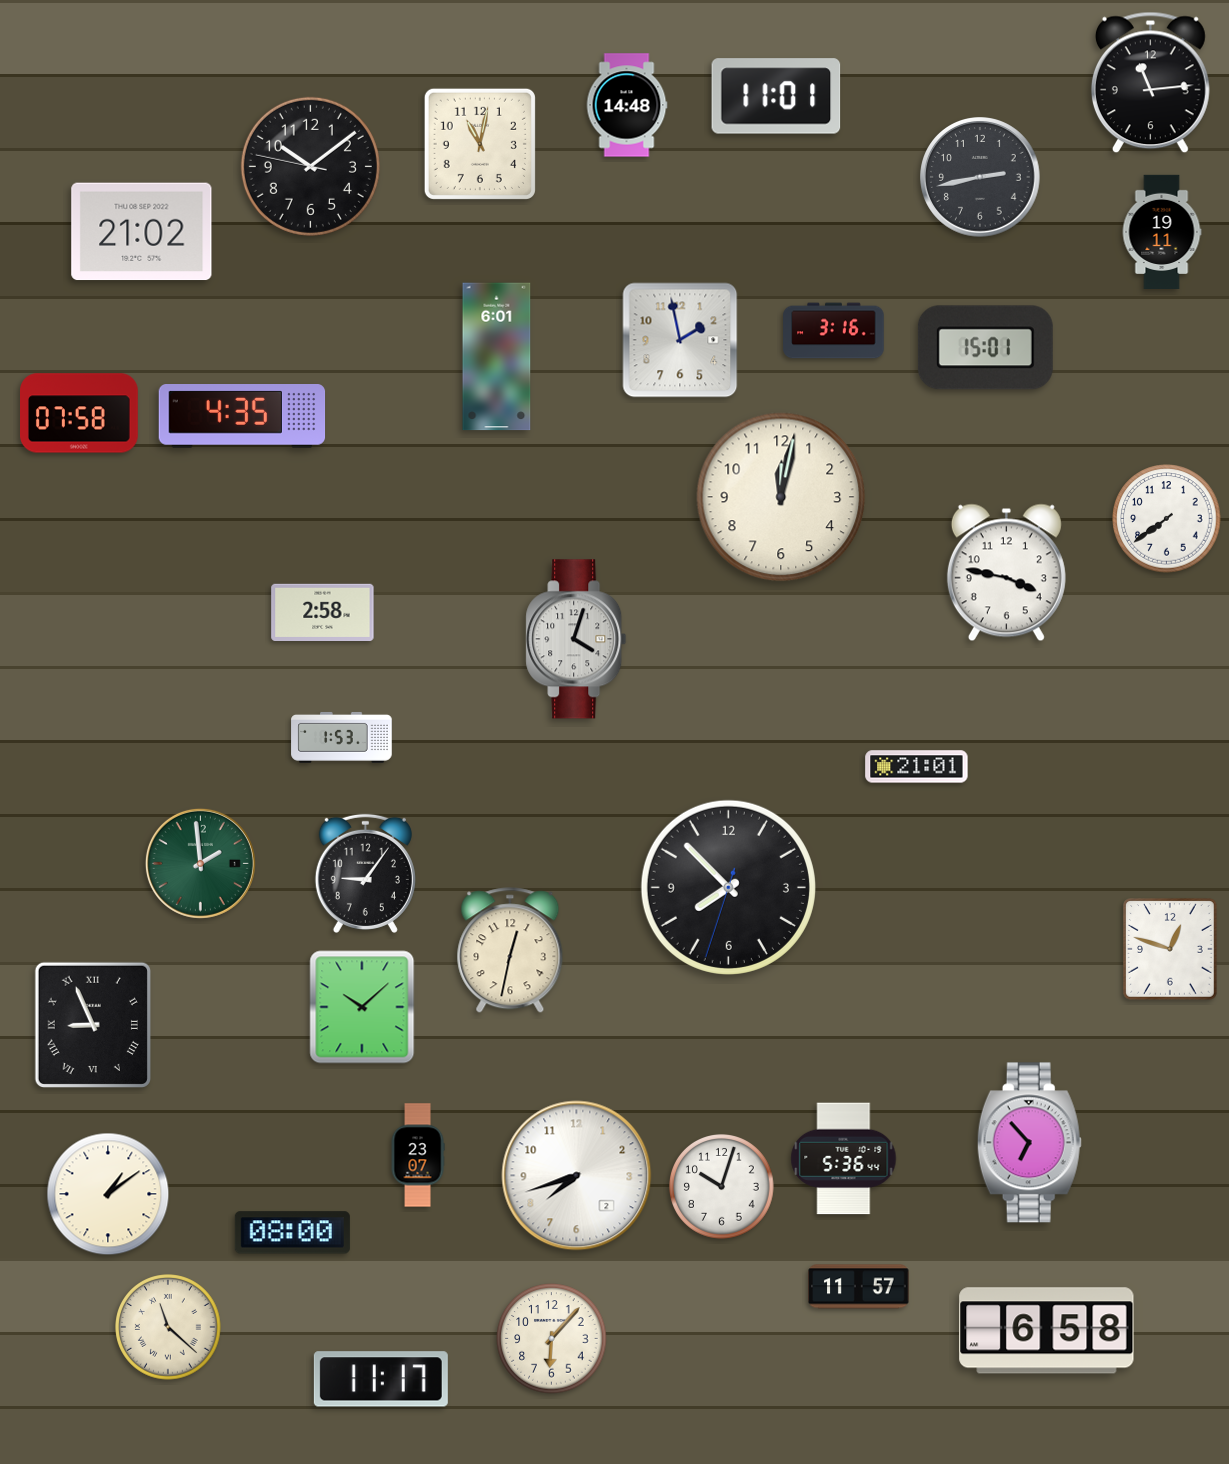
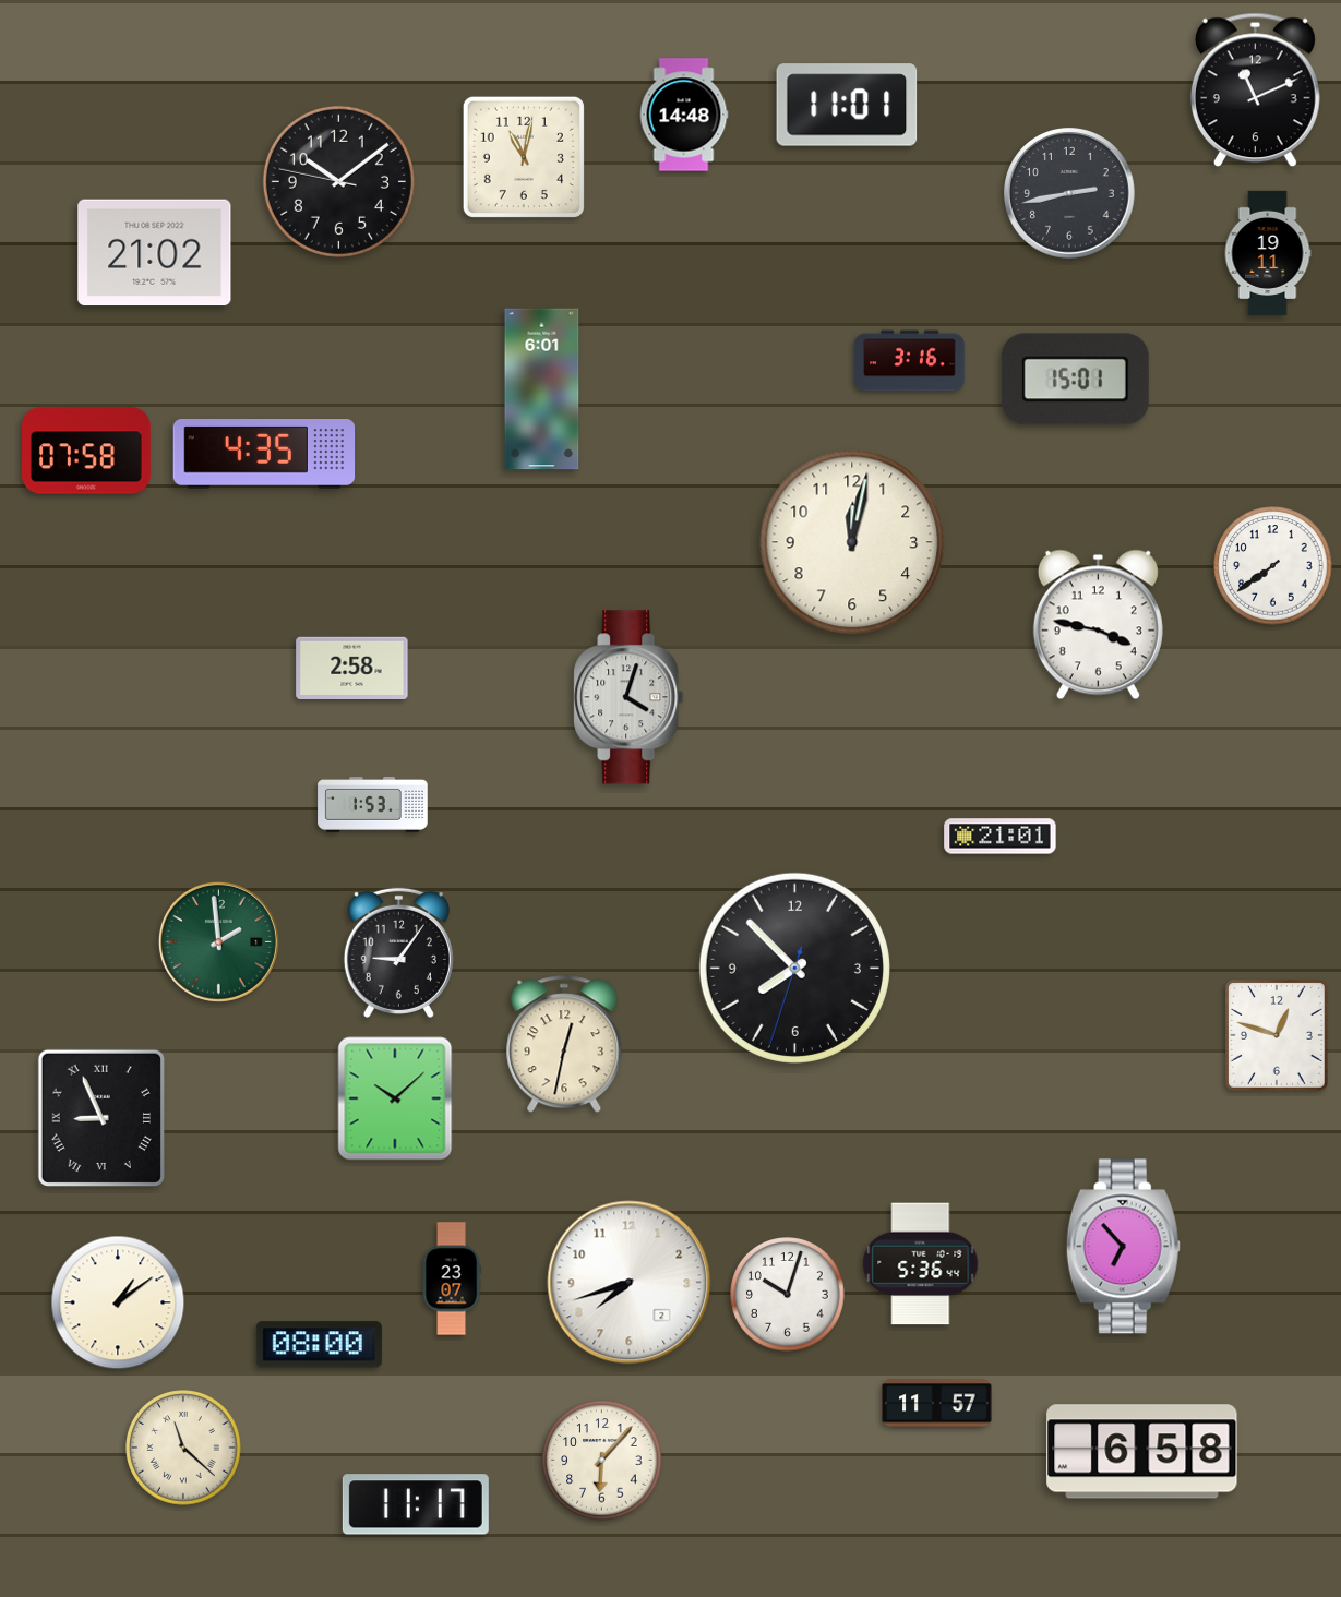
clock at (1150, 83): 11:14 -> 11:11
clock at (680, 340): 1:58 -> none
clock at (510, 951) position: (510, 951) -> (564, 1045)
clock at (418, 1155) position: (418, 1155) -> (452, 1278)
